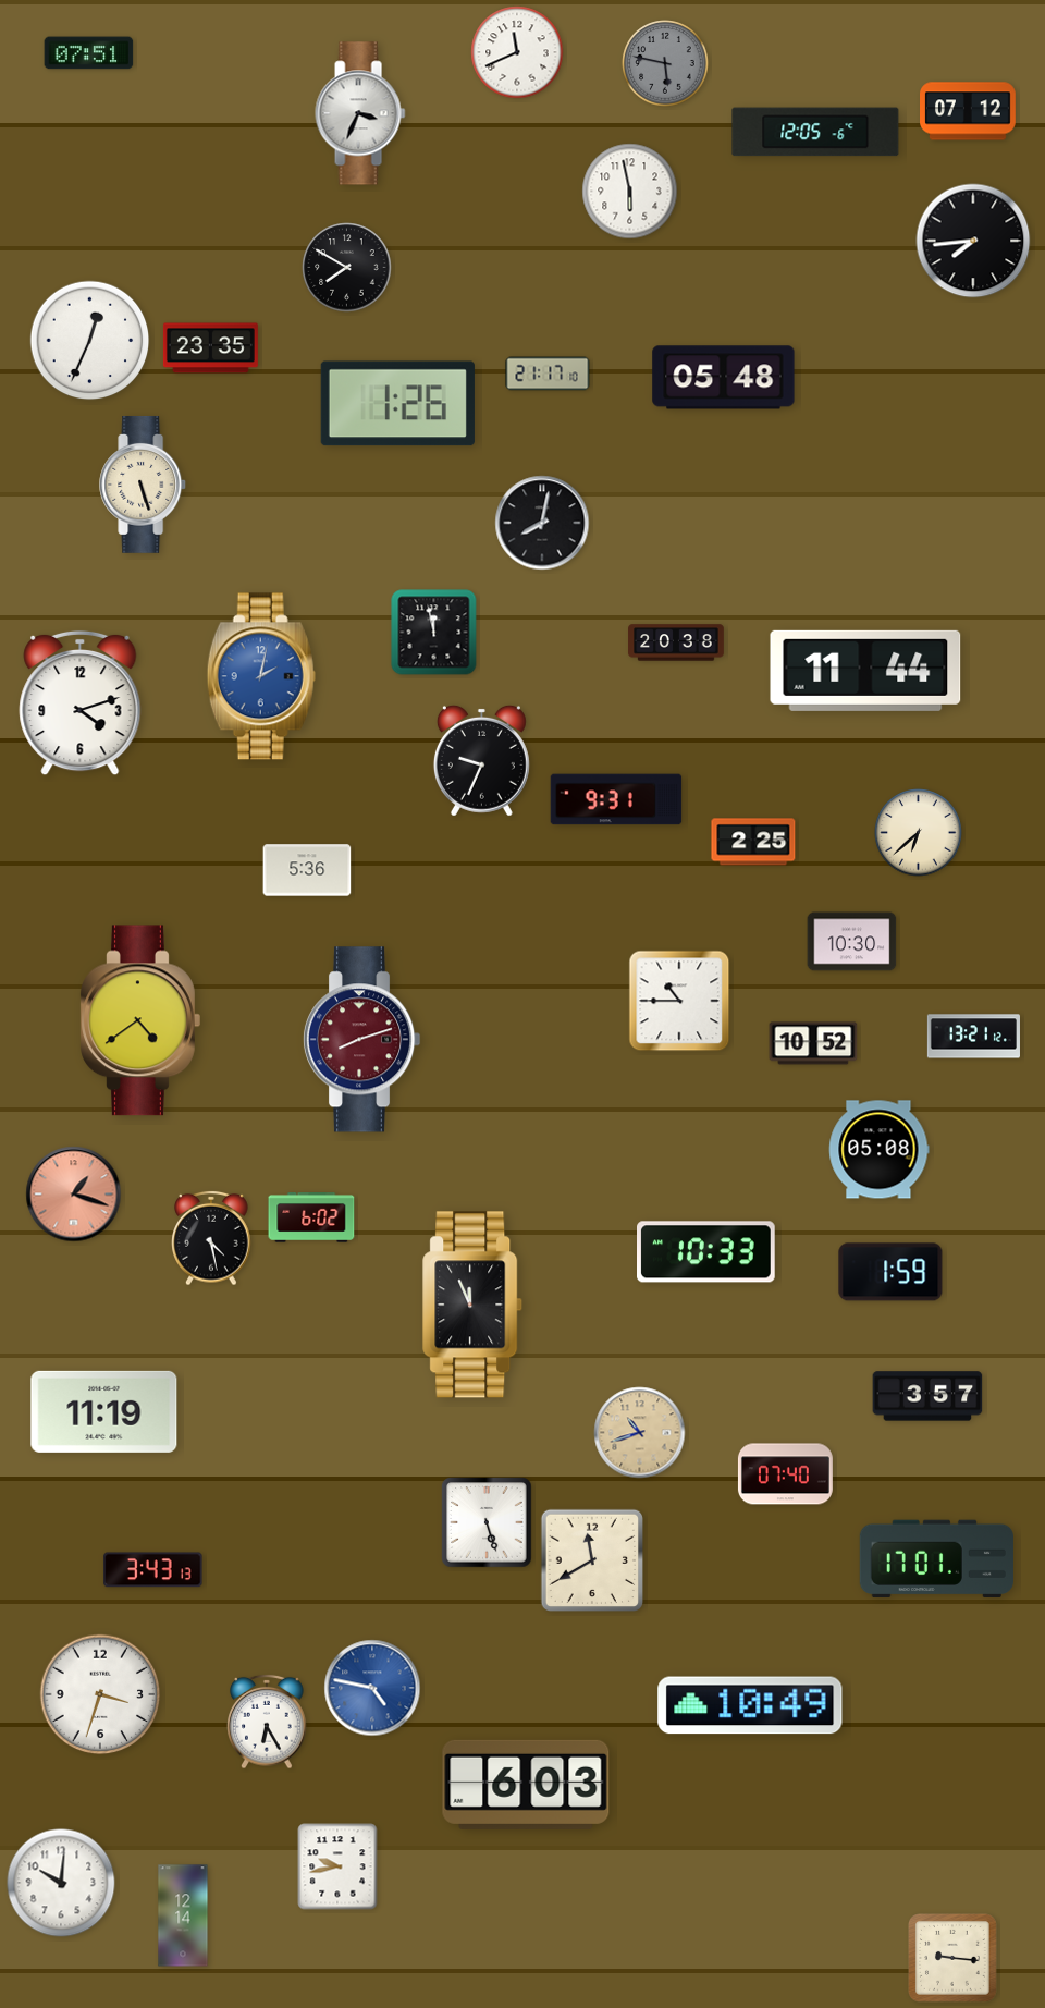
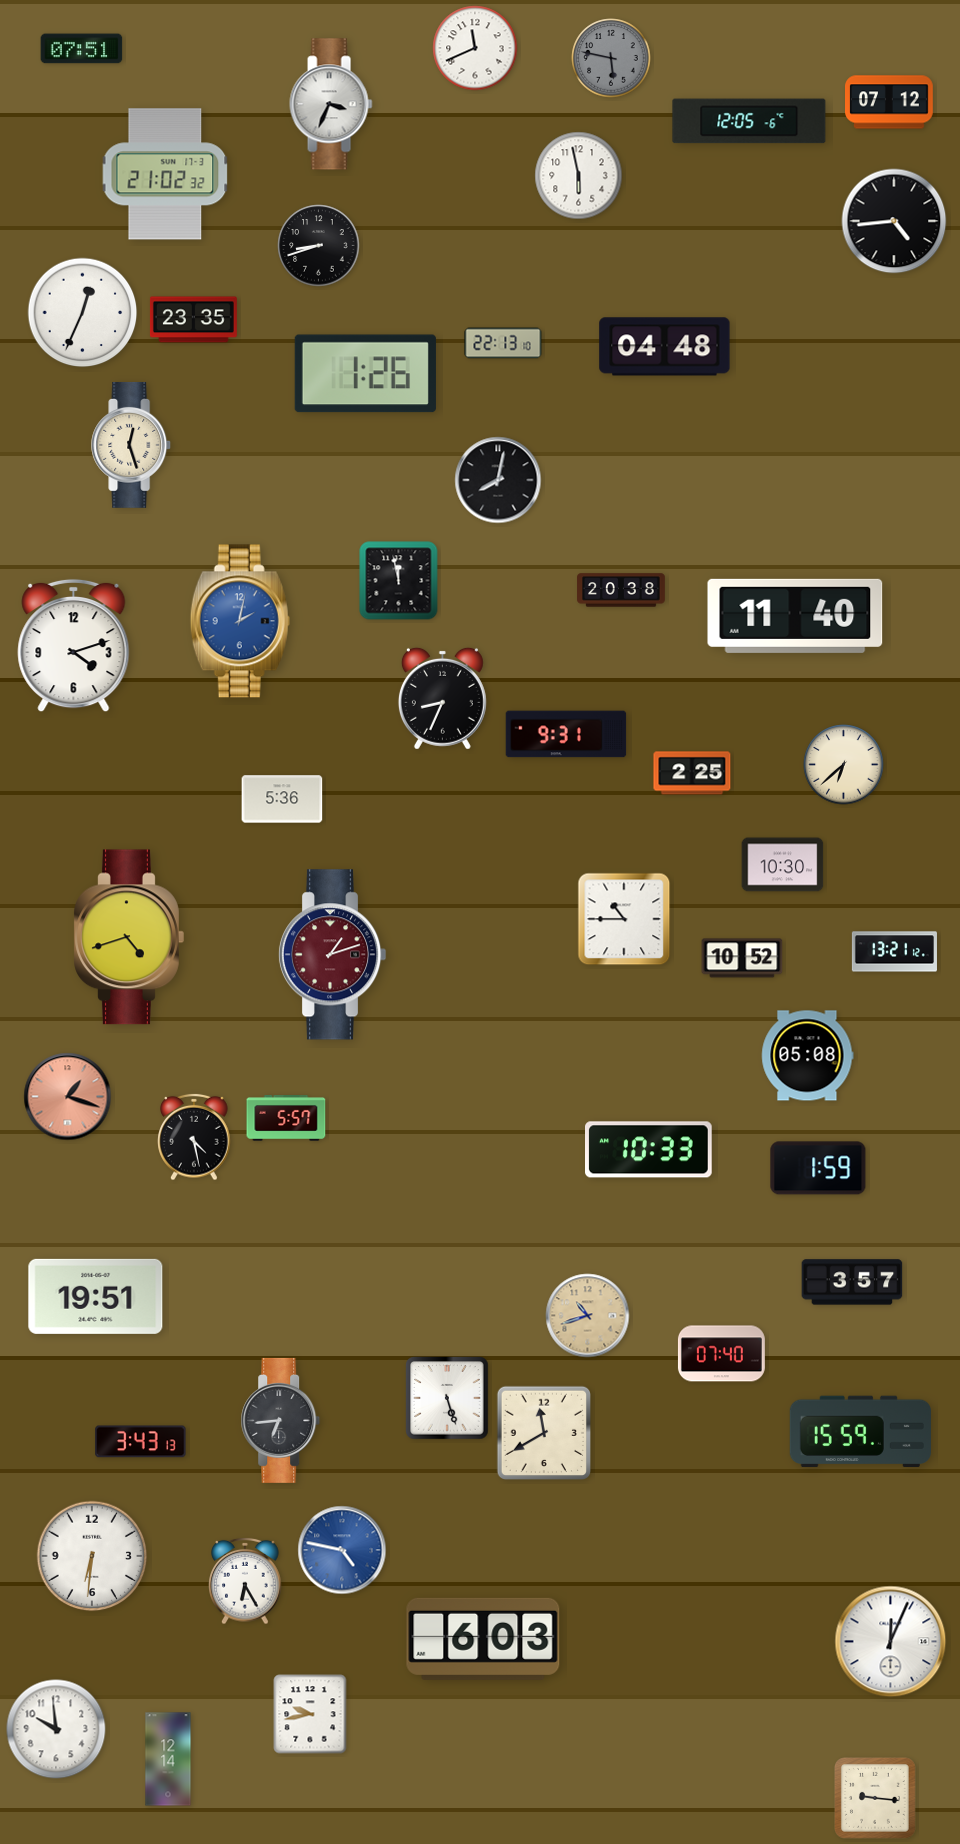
clock at (165, 174): none -> 21:02
clock at (973, 241): 7:44 -> 4:44
clock at (347, 268): 7:50 -> 8:42
clock at (548, 374): 21:17 -> 22:13
clock at (724, 378): 05:48 -> 04:48
clock at (397, 404) position: (397, 404) -> (365, 374)
clock at (144, 485): 5:27 -> 12:27
clock at (865, 671): 11:44 -> 11:40
clock at (481, 760): 9:34 -> 8:34
clock at (140, 1020): 4:39 -> 4:42
clock at (361, 1040): 8:12 -> 1:12
clock at (813, 1043) position: (813, 1043) -> (742, 958)
clock at (311, 1219): 6:02 -> 5:57
clock at (474, 1305): 11:56 -> none
clock at (104, 1411): 11:19 -> 19:51
clock at (281, 1420): none -> 6:44
clock at (936, 1559): 17:01 -> 15:59
clock at (100, 1694): 3:33 -> 6:31
clock at (750, 1705): 10:49 -> none
clock at (891, 1642): none -> 12:04
clock at (61, 1883): 10:01 -> 9:59
